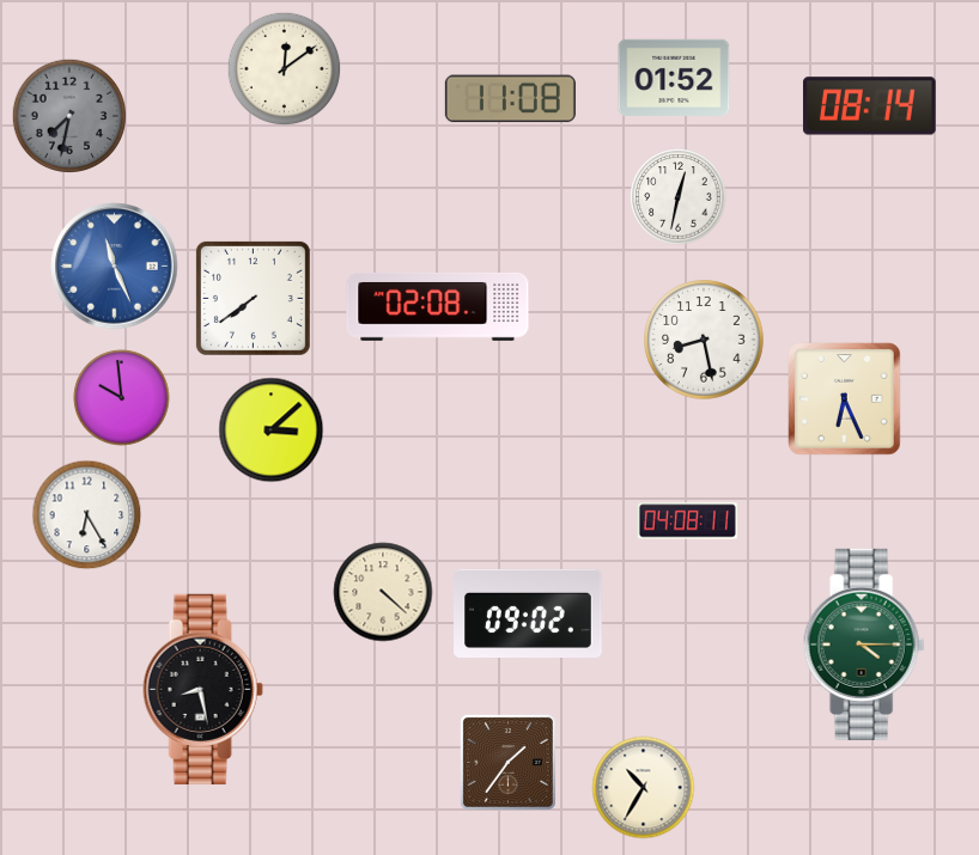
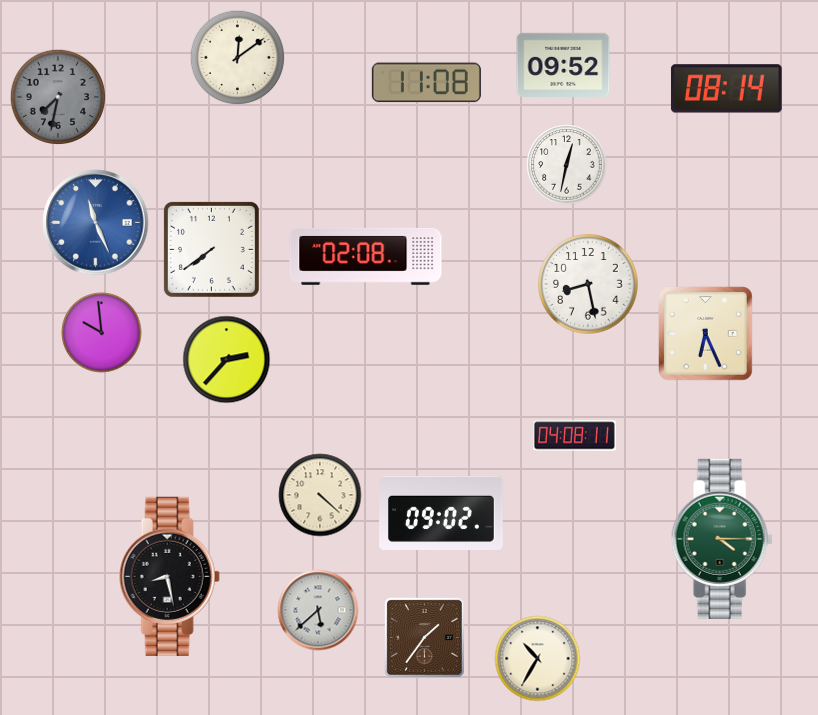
clock at (674, 78): 01:52 -> 09:52
clock at (272, 430): 3:08 -> 2:37
clock at (87, 515): 6:25 -> none
clock at (318, 610): none -> 5:38
